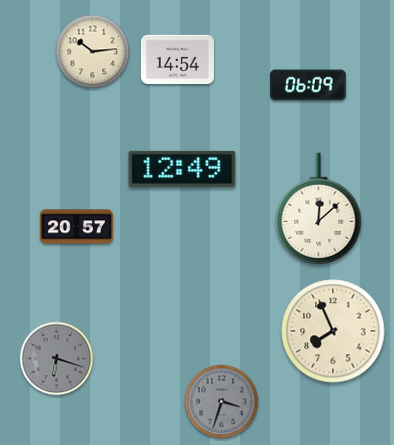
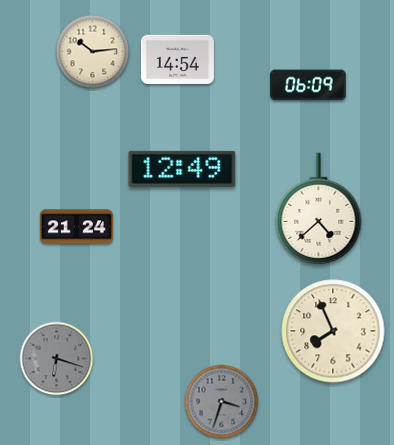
clock at (319, 209): 12:08 -> 4:38
clock at (76, 227): 20:57 -> 21:24
